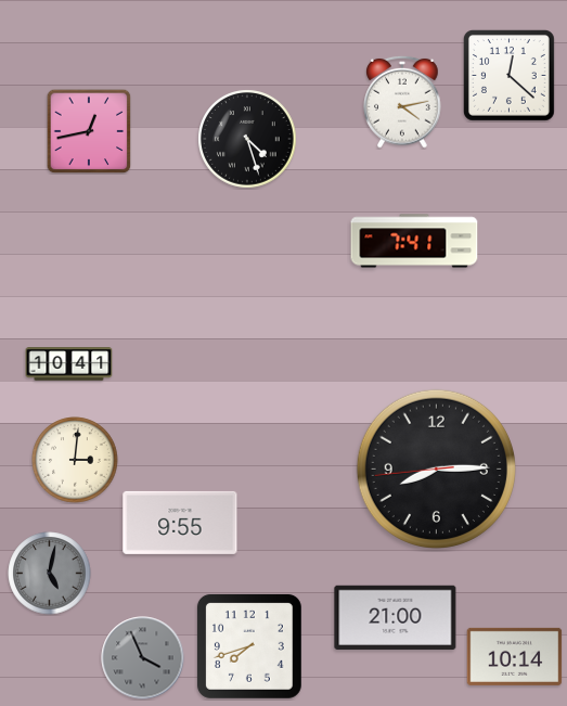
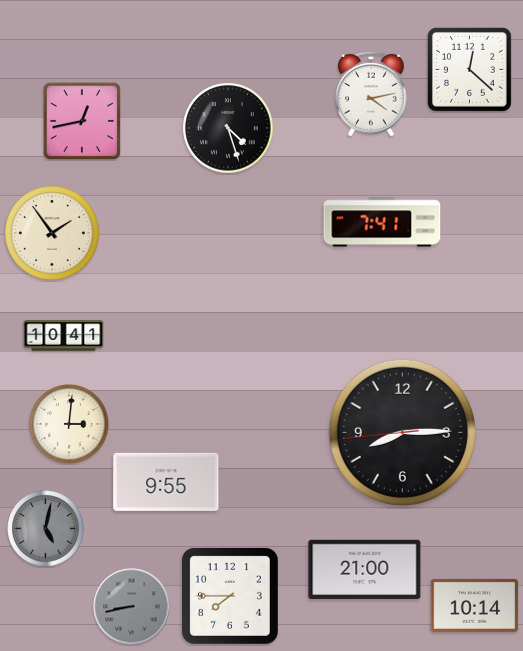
clock at (53, 234): none -> 1:54
clock at (249, 646): 7:42 -> 7:45
clock at (143, 658): 3:56 -> 8:43
